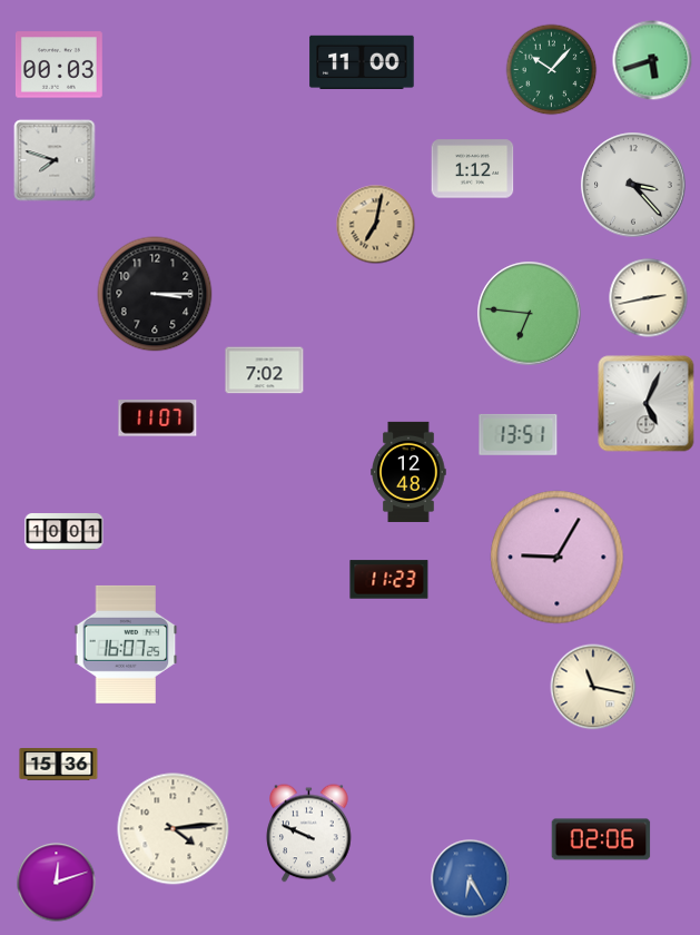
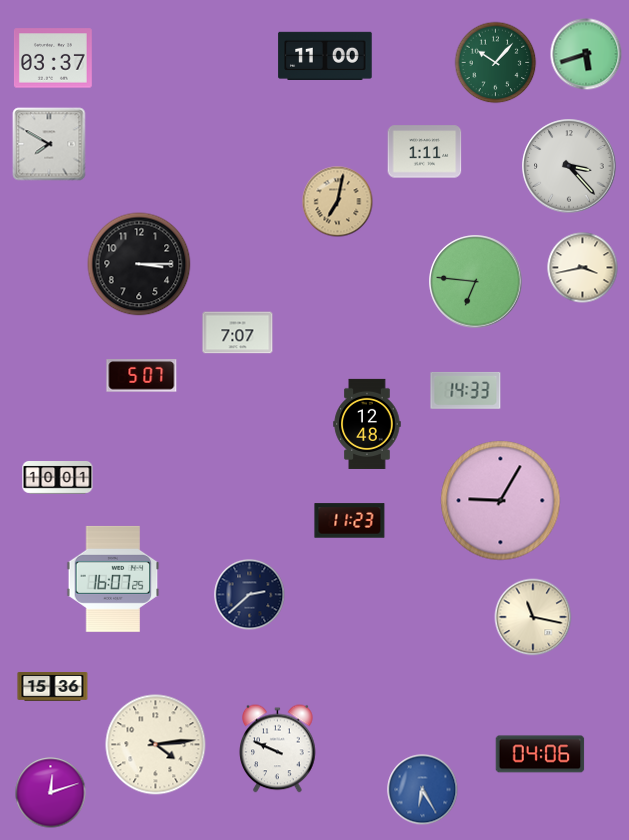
clock at (59, 65): 00:03 -> 03:37
clock at (55, 160): 7:48 -> 7:50
clock at (473, 169): 1:12 -> 1:11
clock at (649, 298): 2:43 -> 3:43
clock at (265, 371): 7:02 -> 7:07
clock at (647, 404): 5:04 -> none
clock at (158, 419): 11:07 -> 5:07
clock at (519, 434): 13:51 -> 14:33
clock at (250, 595): none -> 2:38
clock at (601, 839): 02:06 -> 04:06
